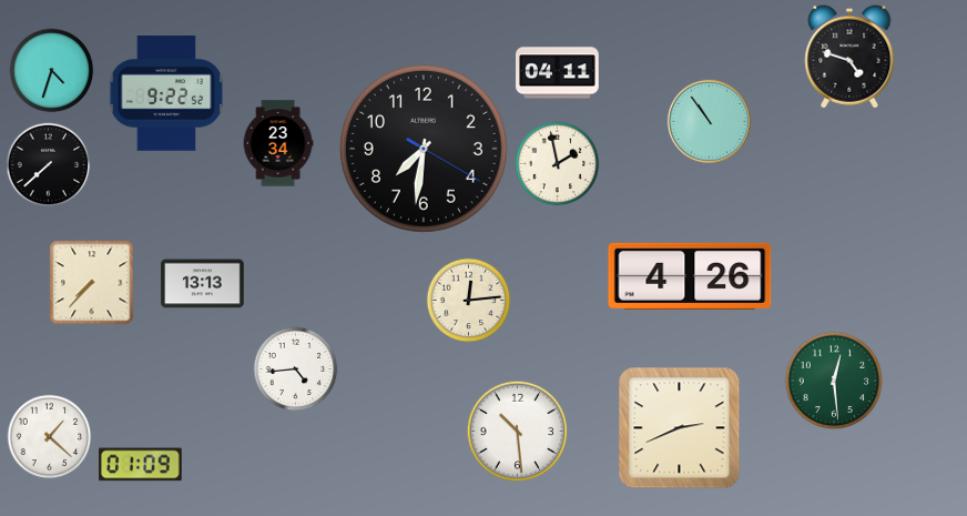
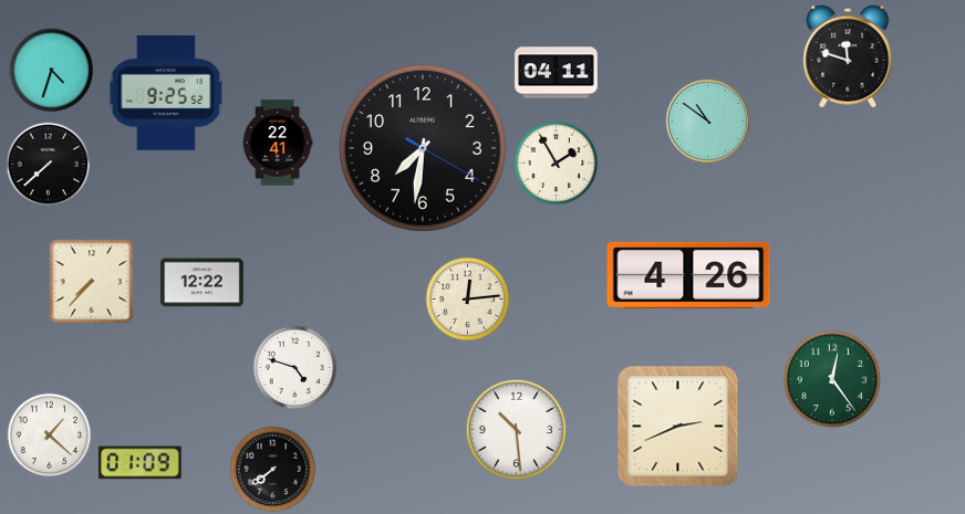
clock at (849, 57): 4:48 -> 11:48
clock at (166, 93): 9:22 -> 9:25
clock at (709, 121): 10:54 -> 10:51
clock at (278, 143): 23:34 -> 22:41
clock at (558, 164): 1:58 -> 1:55
clock at (203, 284): 13:13 -> 12:22
clock at (296, 370): 4:44 -> 4:48
clock at (834, 381): 12:29 -> 12:24
clock at (273, 470): none -> 7:39
